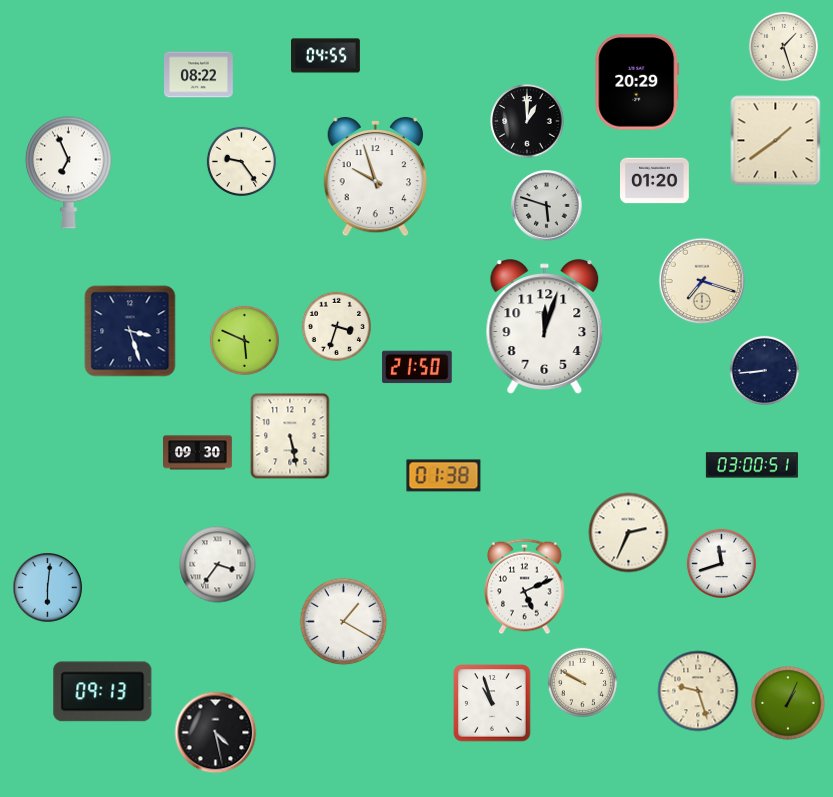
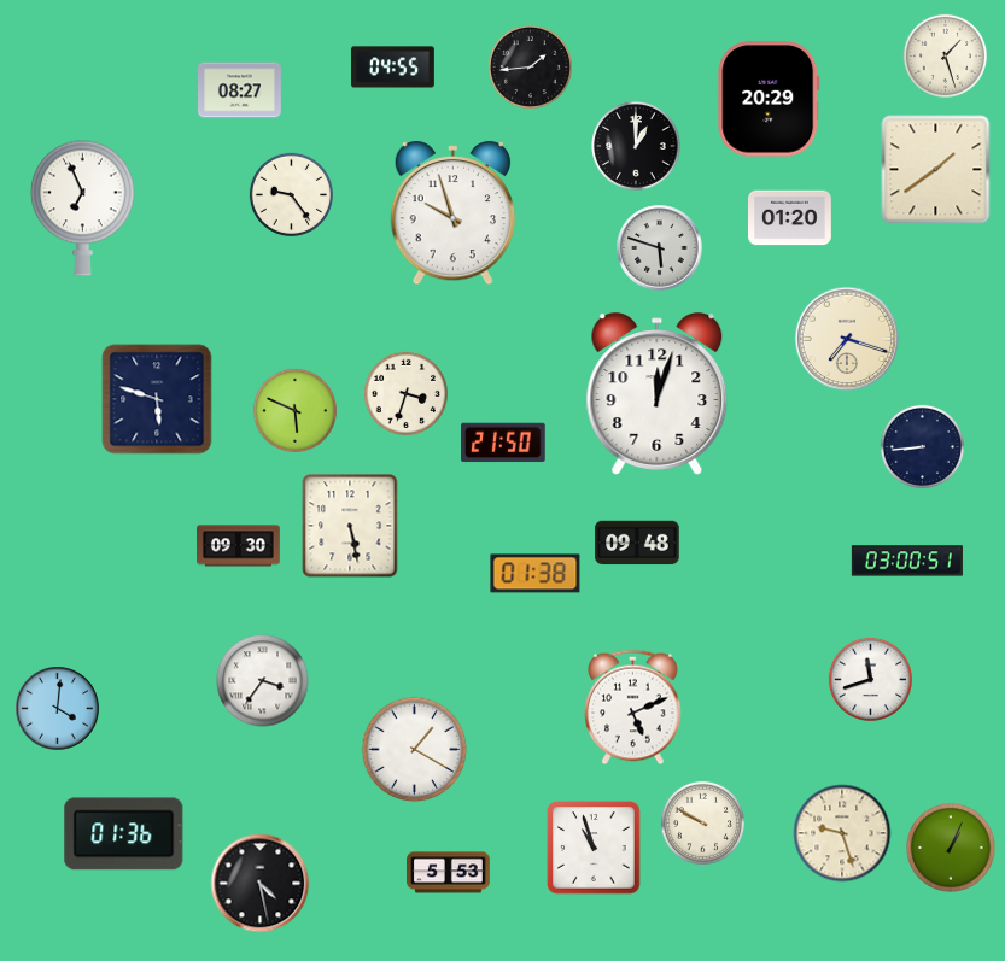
clock at (530, 66): none -> 1:44
clock at (199, 75): 08:22 -> 08:27
clock at (130, 331): 3:27 -> 5:48
clock at (637, 543): none -> 09:48
clock at (629, 533): 2:34 -> none
clock at (48, 588): 6:01 -> 4:01
clock at (103, 692): 09:13 -> 01:36
clock at (449, 873): none -> 5:53
